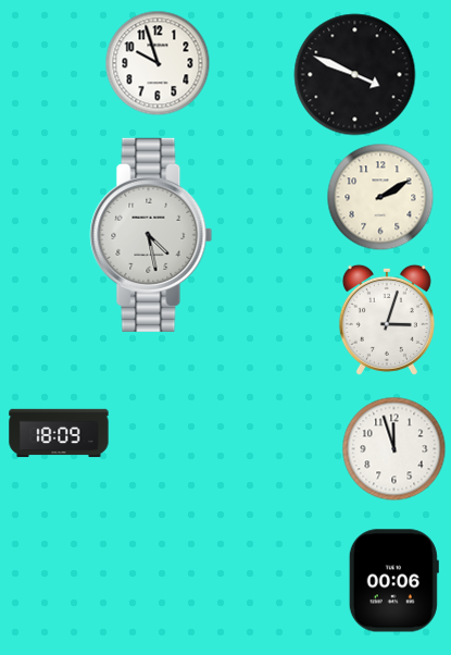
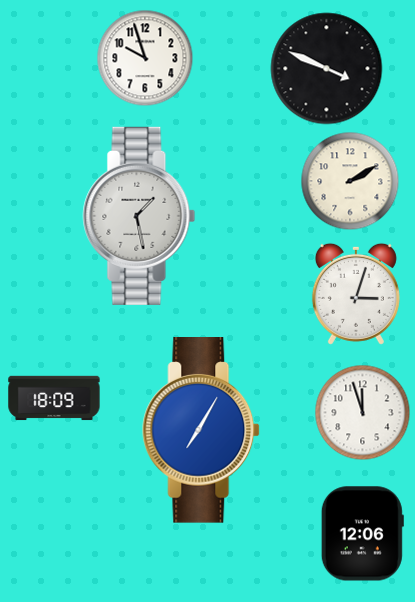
clock at (151, 235): 4:28 -> 1:28
clock at (202, 430): none -> 7:05
clock at (393, 581): 00:06 -> 12:06
